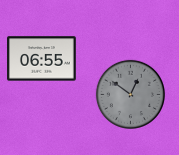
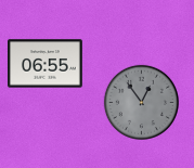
clock at (130, 94): 12:51 -> 12:54
